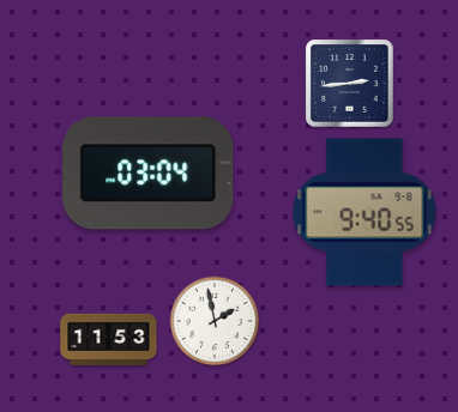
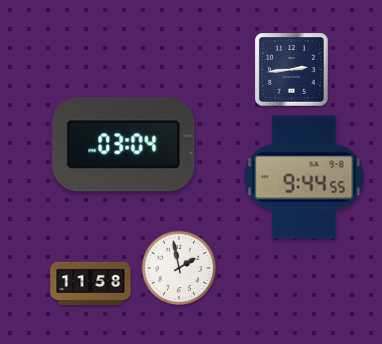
clock at (364, 212): 9:40 -> 9:44
clock at (109, 339): 11:53 -> 11:58
